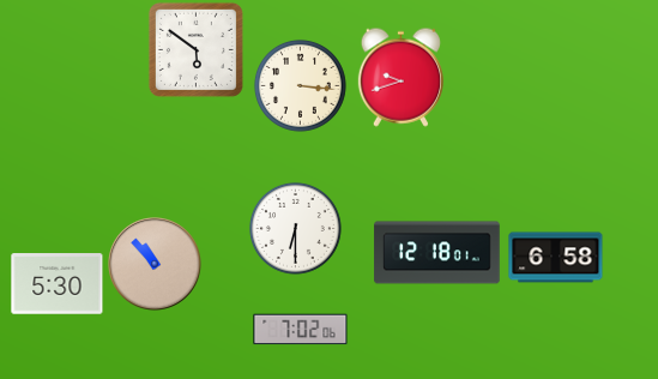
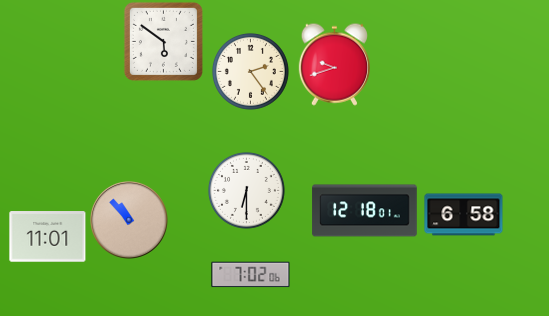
clock at (300, 85): 3:16 -> 2:24
clock at (58, 284): 5:30 -> 11:01
